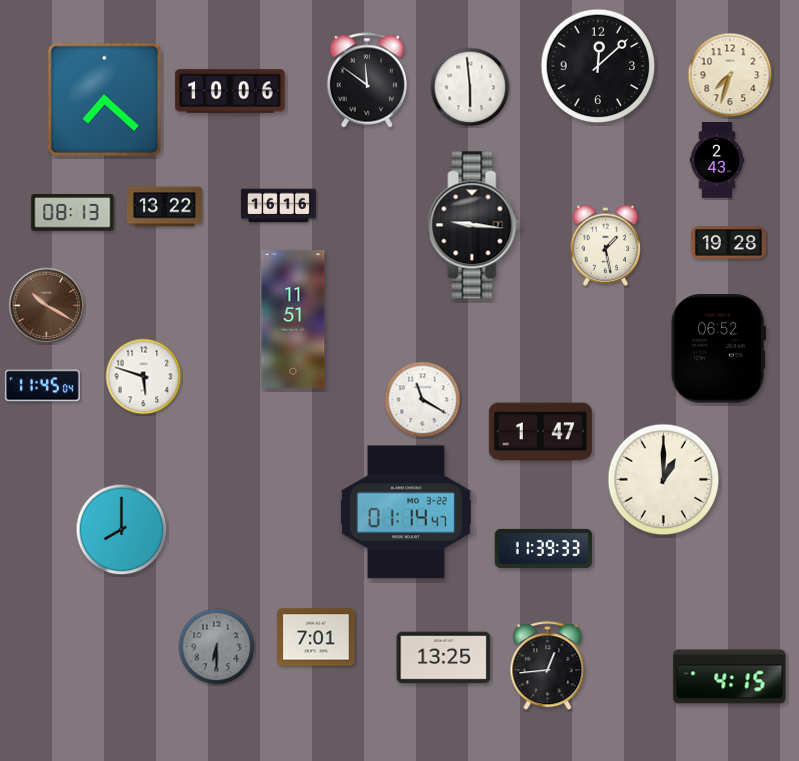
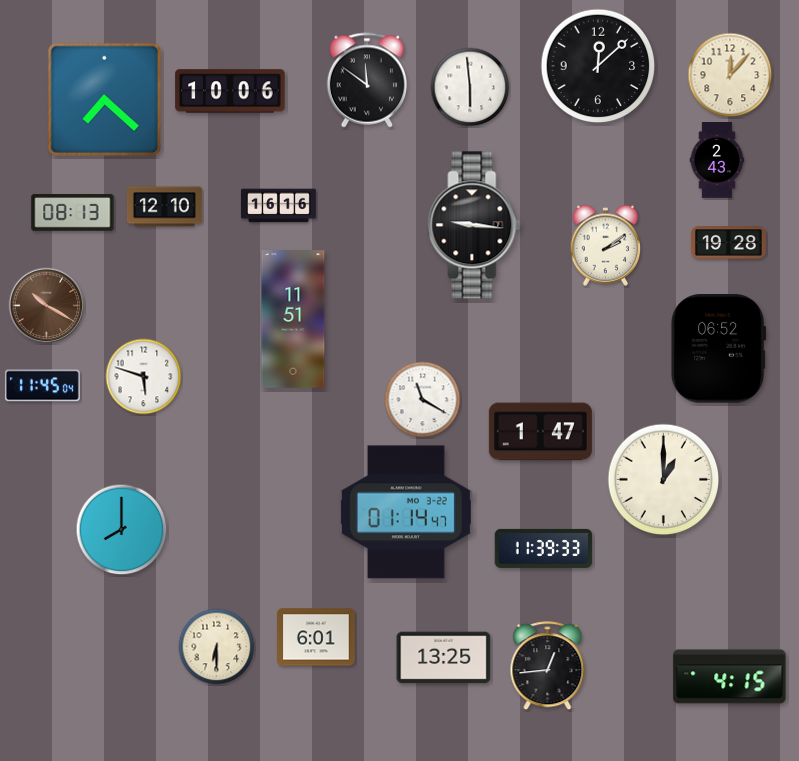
clock at (730, 75): 7:33 -> 12:07
clock at (164, 207): 13:22 -> 12:10
clock at (606, 245): 1:28 -> 2:09
clock at (316, 637): 7:01 -> 6:01
clock at (217, 647) dial: grey -> cream
